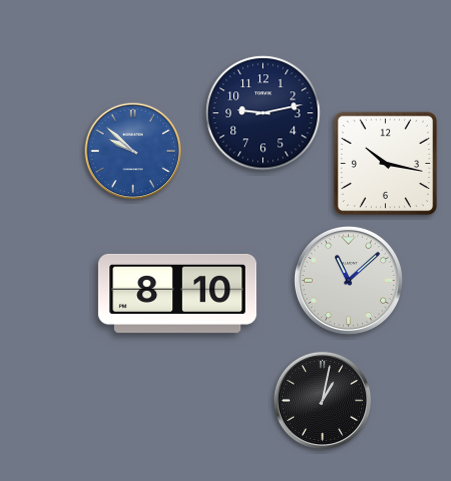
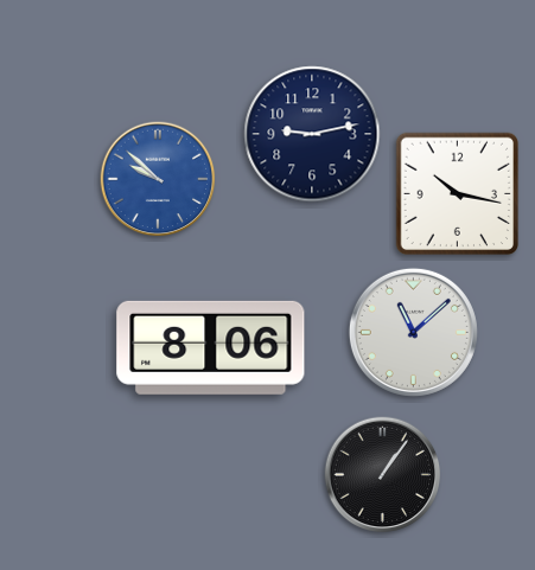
clock at (178, 293): 8:10 -> 8:06
clock at (323, 401): 1:02 -> 1:06
